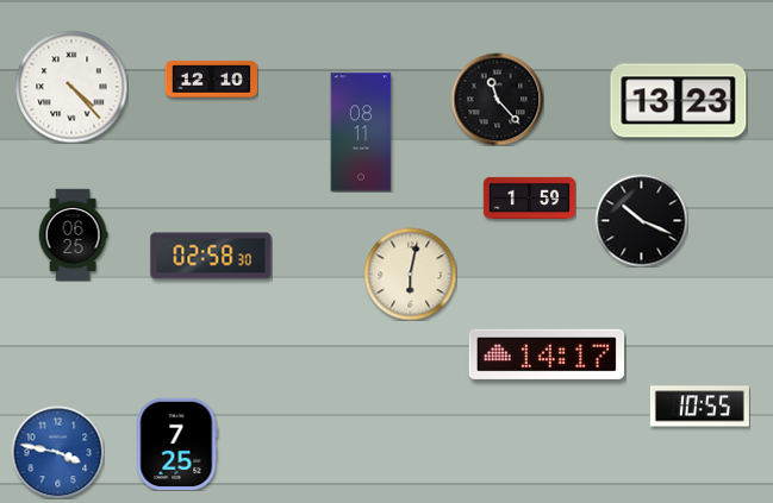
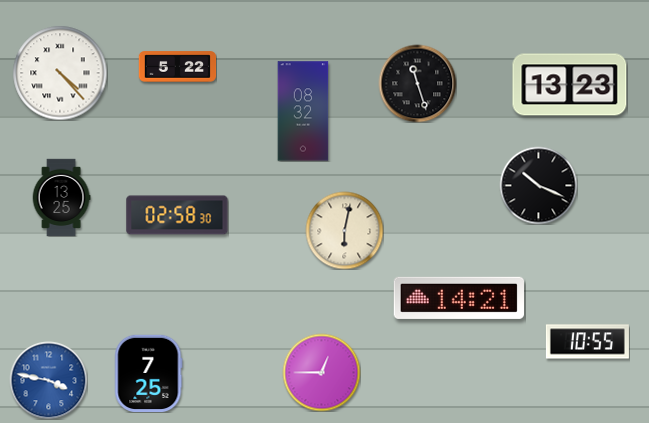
clock at (211, 80): 12:10 -> 5:22
clock at (497, 99): 11:23 -> 11:27
clock at (361, 132): 08:11 -> 08:32
clock at (529, 197): 1:59 -> none
clock at (73, 234): 06:25 -> 13:25
clock at (546, 354): 14:17 -> 14:21
clock at (321, 372): none -> 12:45
